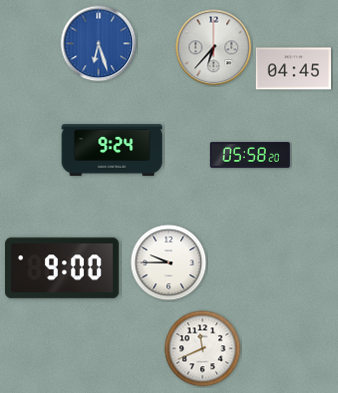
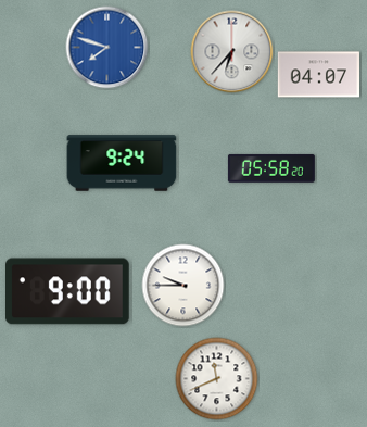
clock at (99, 44): 6:27 -> 7:48
clock at (293, 69): 04:45 -> 04:07
clock at (203, 349) position: (203, 349) -> (217, 379)
